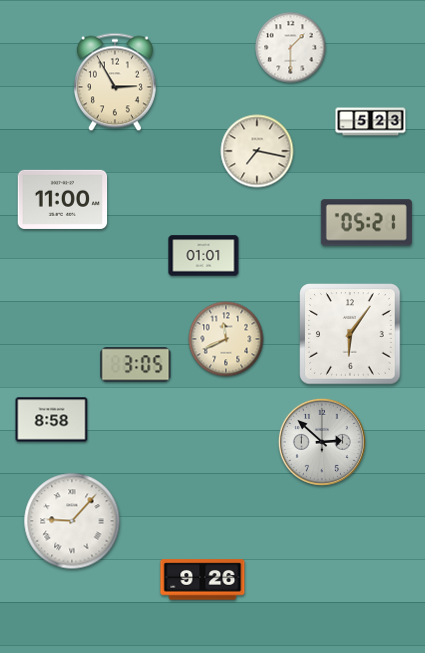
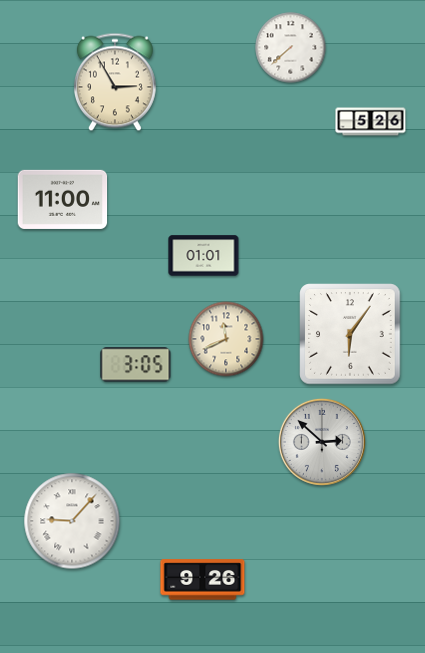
clock at (291, 48): 1:30 -> 7:38
clock at (371, 122): 5:23 -> 5:26
clock at (257, 151): 7:17 -> none
clock at (366, 223): 05:21 -> none
clock at (52, 420): 8:58 -> none
